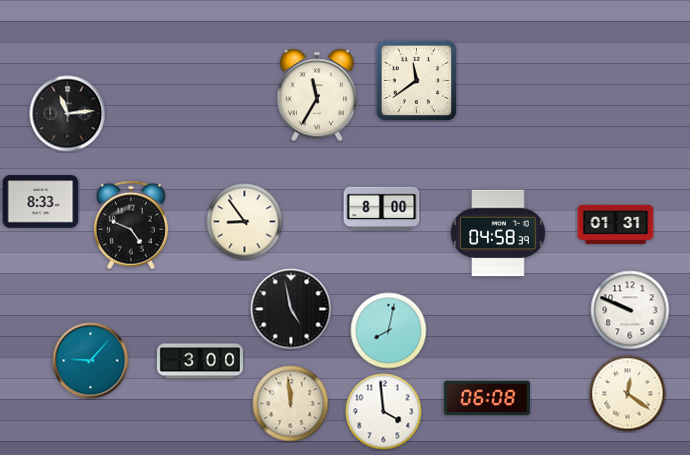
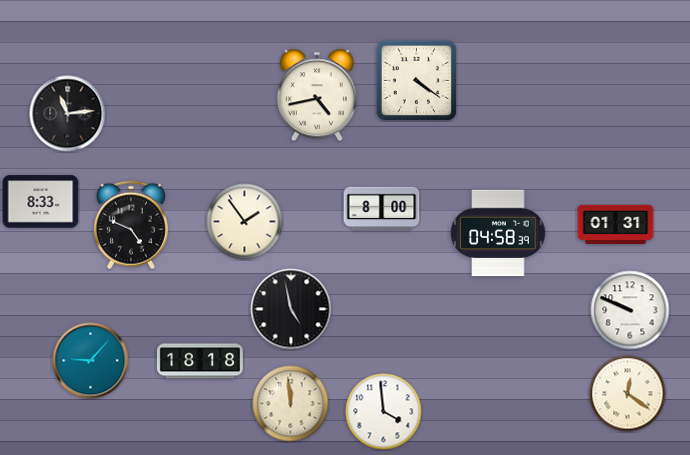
clock at (416, 80): 11:39 -> 4:21
clock at (317, 95): 11:35 -> 4:43
clock at (245, 222): 8:54 -> 1:54
clock at (389, 331): 8:02 -> none
clock at (200, 361): 3:00 -> 18:18
clock at (487, 398): 06:08 -> none
